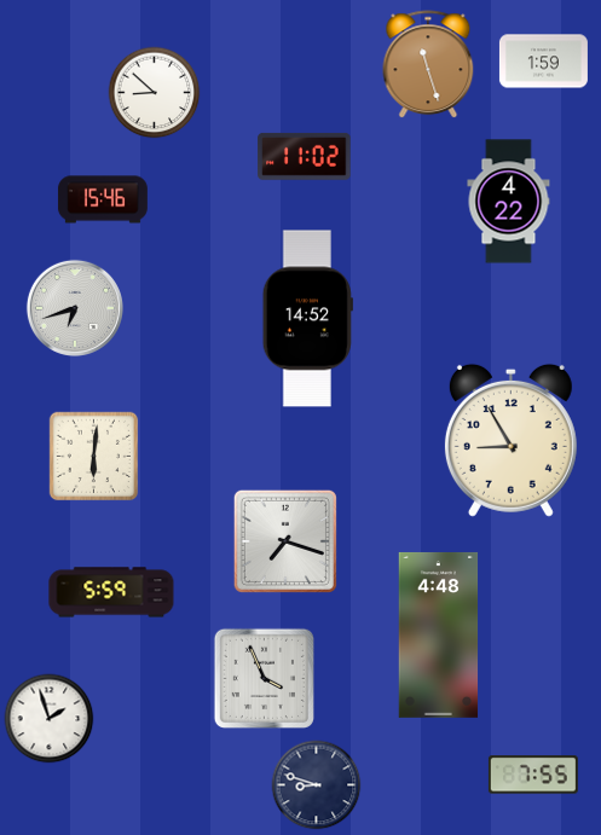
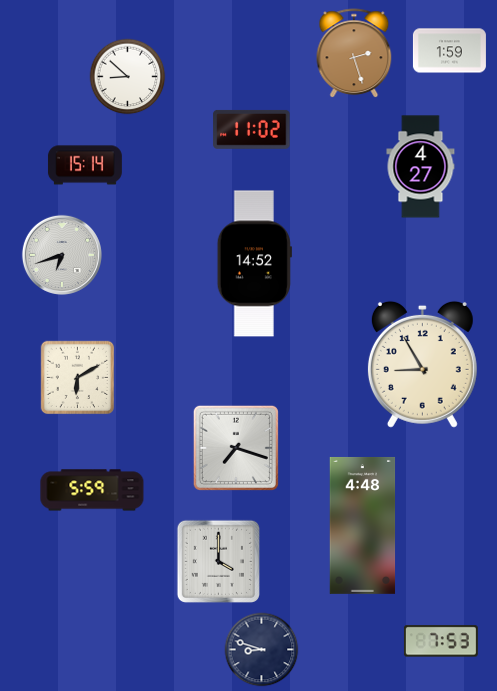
clock at (428, 65): 11:27 -> 2:27
clock at (103, 199): 15:46 -> 15:14
clock at (509, 202): 4:22 -> 4:27
clock at (94, 457): 6:01 -> 6:10
clock at (264, 678): 3:56 -> 4:00
clock at (50, 719): 1:57 -> none
clock at (533, 775): 7:55 -> 7:53
